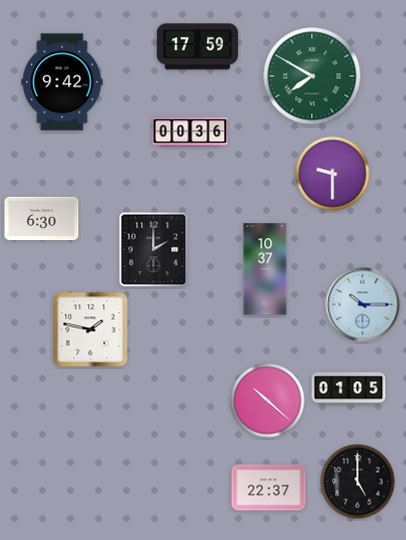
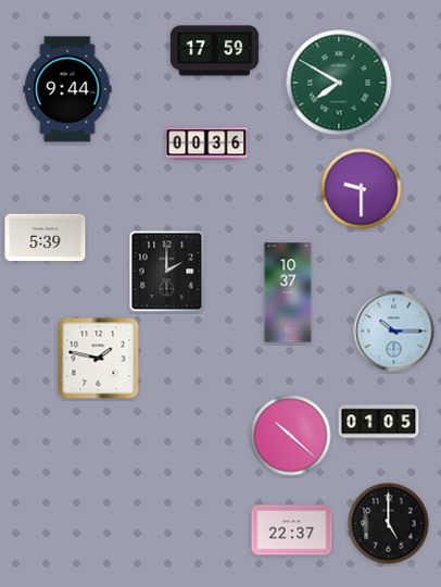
clock at (62, 82): 9:42 -> 9:44
clock at (42, 219): 6:30 -> 5:39
